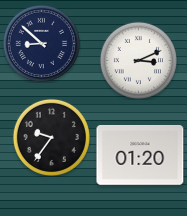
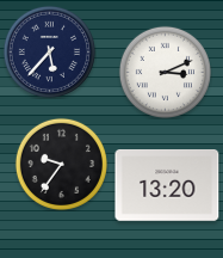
clock at (41, 43): 8:52 -> 5:37
clock at (140, 156): 01:20 -> 13:20
